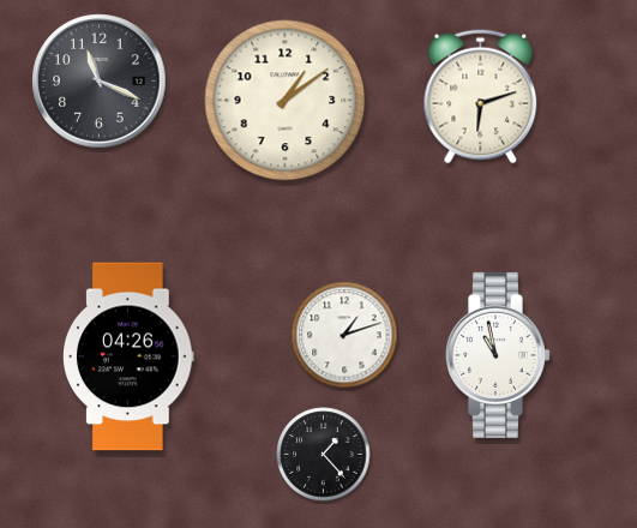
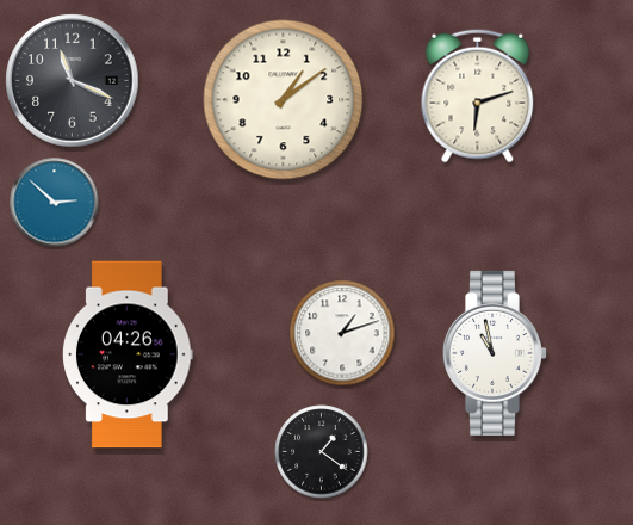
clock at (100, 82) position: (100, 82) -> (73, 81)
clock at (55, 203): none -> 2:52
clock at (324, 455): 1:23 -> 1:21
